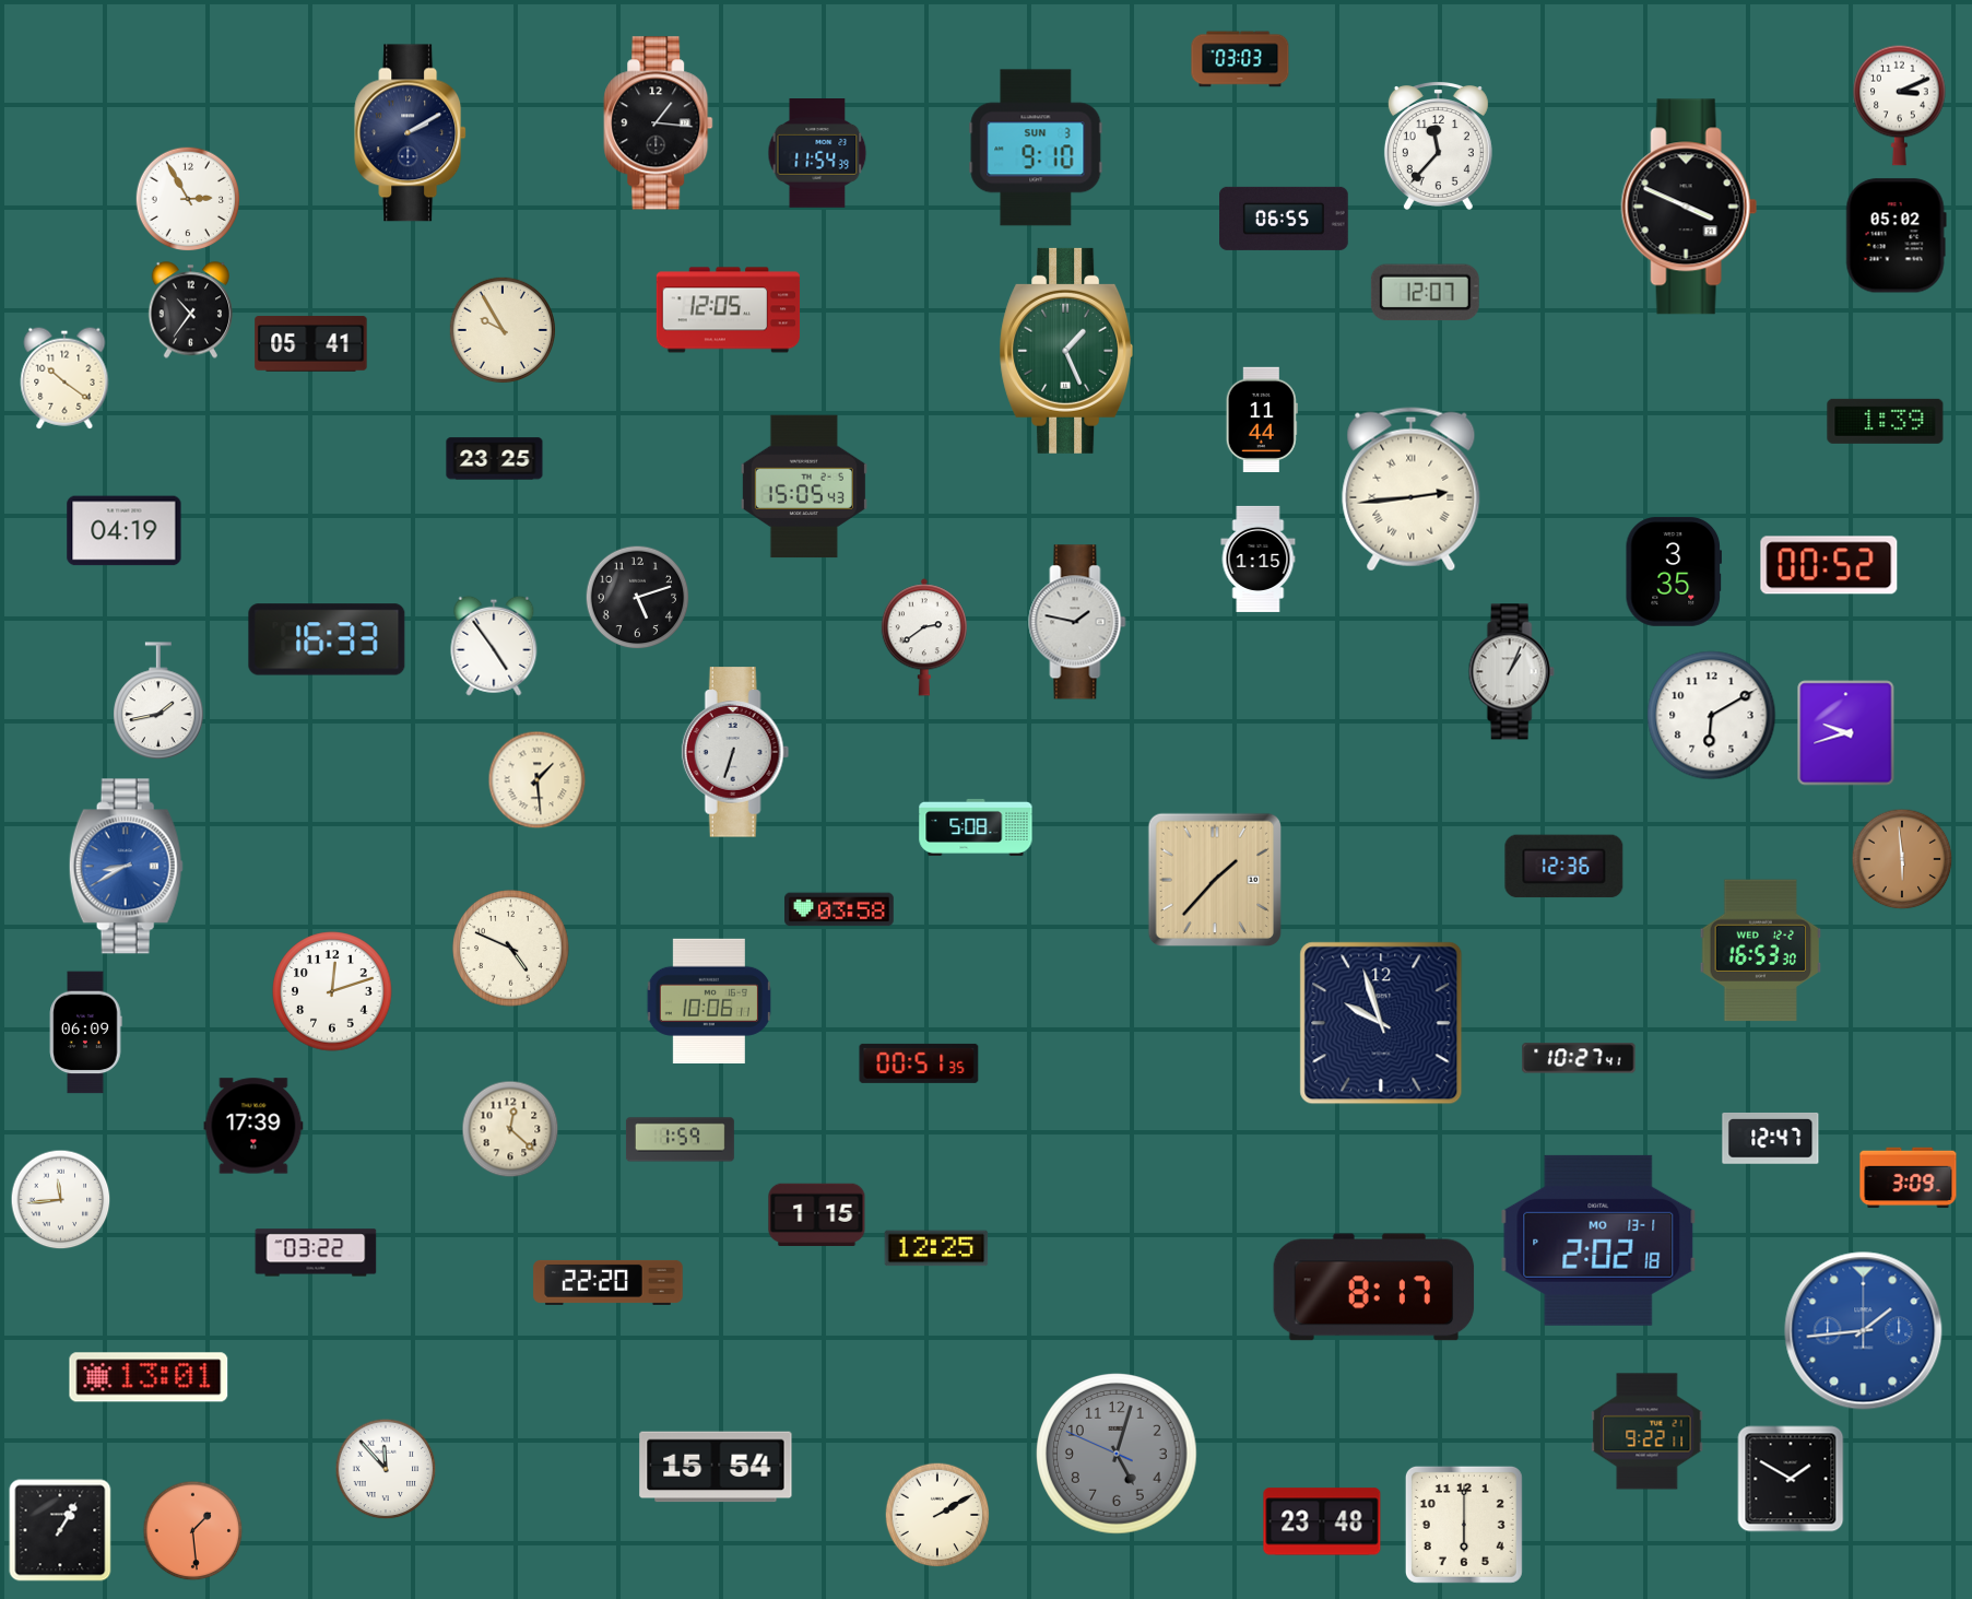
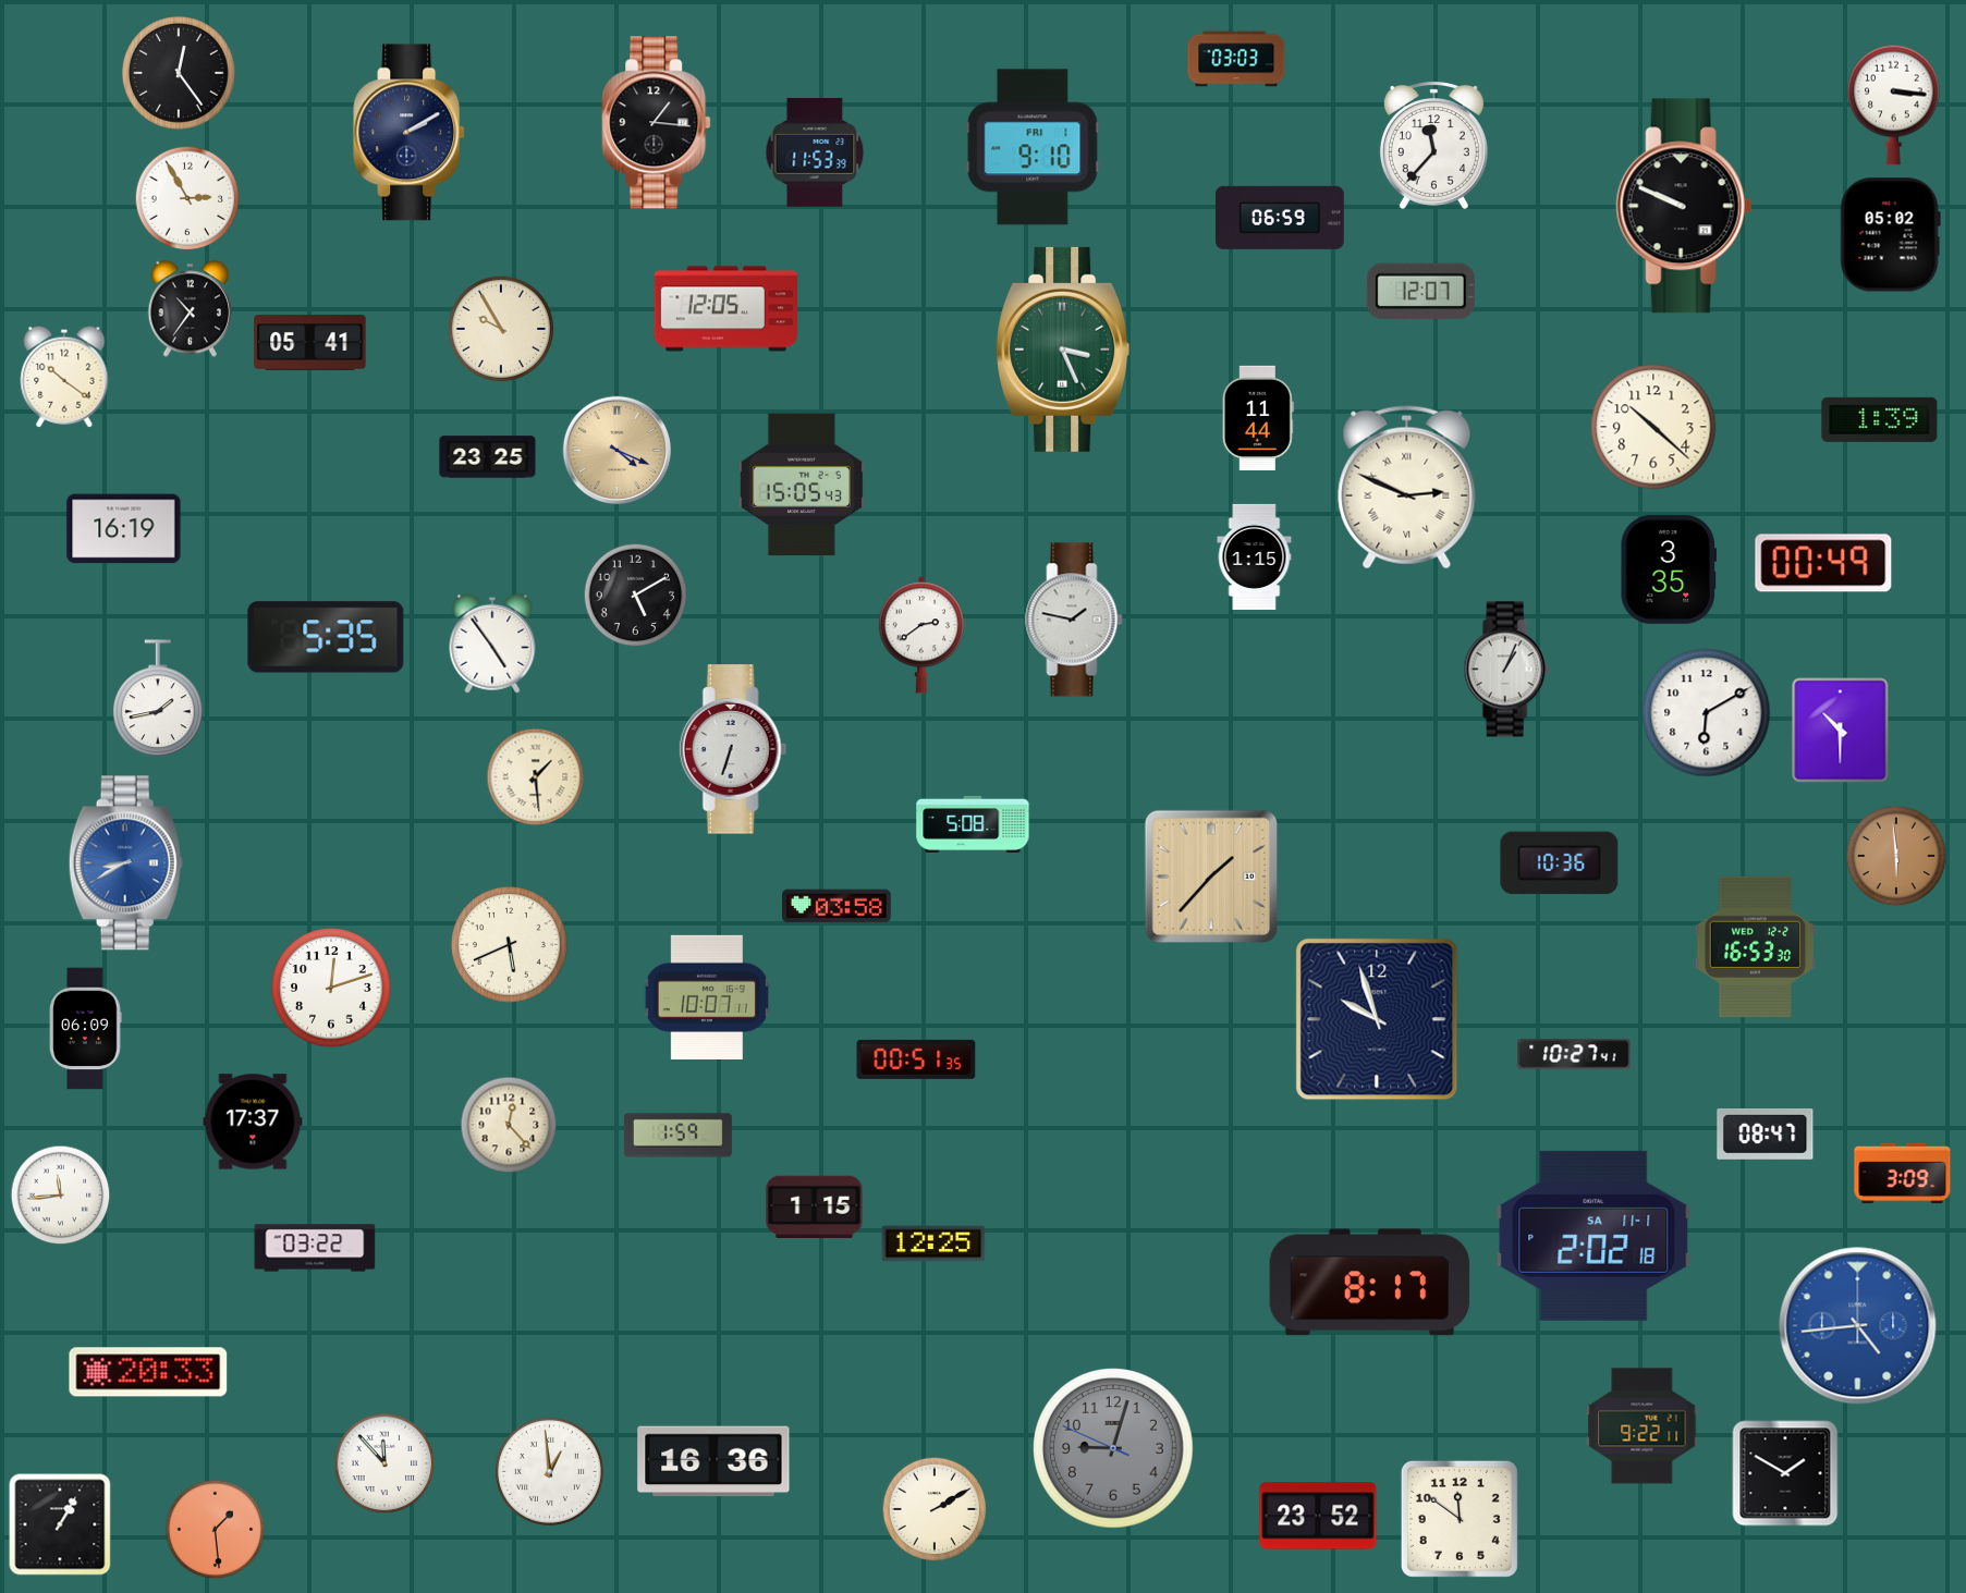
clock at (179, 73): none -> 12:24
clock at (1900, 105): 3:11 -> 3:16
clock at (1036, 148) date: SUN 3 -> FRI 1
clock at (817, 154): 11:54 -> 11:53
clock at (1689, 207): 3:49 -> 9:49
clock at (1285, 219): 06:55 -> 06:59
clock at (1066, 351): 1:26 -> 3:26
clock at (1653, 427): none -> 10:22
clock at (618, 451): none -> 4:19
clock at (495, 459) position: (495, 459) -> (488, 457)
clock at (1412, 490): 2:44 -> 2:49
clock at (125, 531): 04:19 -> 16:19
clock at (1829, 565): 00:52 -> 00:49
clock at (638, 598): 5:12 -> 5:10
clock at (327, 639): 16:33 -> 5:35
clock at (1846, 733): 9:42 -> 10:30
clock at (1564, 867): 12:36 -> 10:36
clock at (511, 949): 4:49 -> 5:41
clock at (709, 1001): 10:06 -> 10:07
clock at (253, 1126): 17:39 -> 17:37
clock at (510, 1129): 12:22 -> 12:23
clock at (1771, 1139): 12:47 -> 08:47
clock at (817, 1214) position: (817, 1214) -> (815, 1206)
clock at (1598, 1241) date: MO 13-1 -> SA 11-1
clock at (609, 1282): 22:20 -> none
clock at (1864, 1331): 1:44 -> 4:44
clock at (149, 1377): 13:01 -> 20:33
clock at (1118, 1455): 5:02 -> 9:02
clock at (716, 1467): 15:54 -> 16:36
clock at (549, 1471): none -> 12:59
clock at (1322, 1521): 23:48 -> 23:52
clock at (1464, 1525): 6:00 -> 11:51
clock at (193, 1531) position: (193, 1531) -> (216, 1530)
